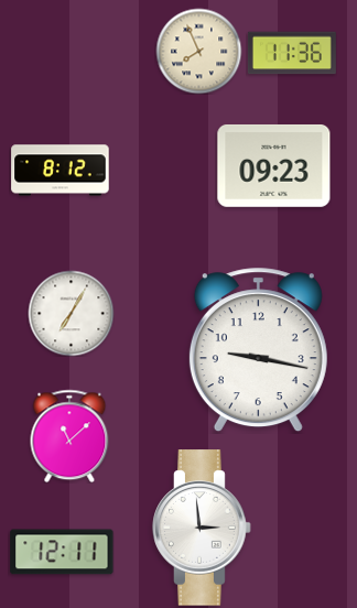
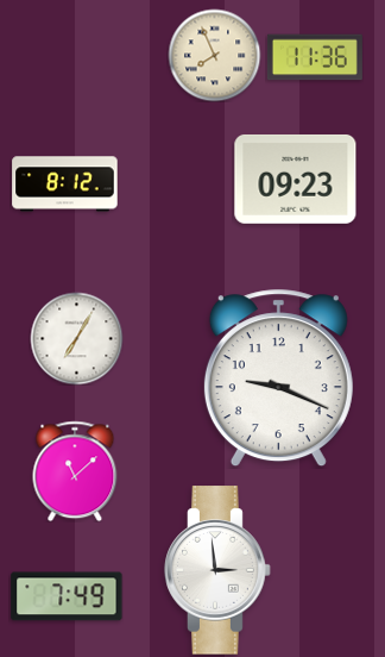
clock at (258, 350): 9:17 -> 9:19
clock at (62, 552): 12:11 -> 7:49
